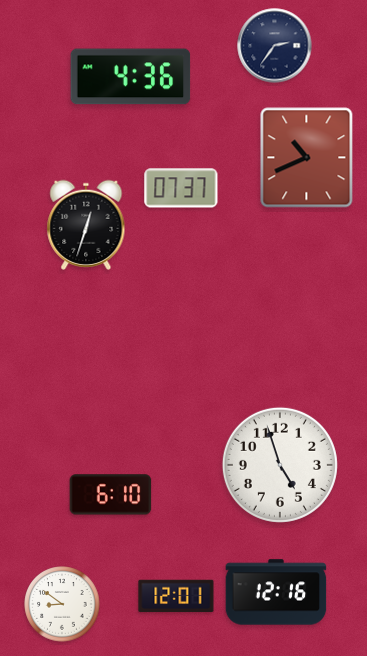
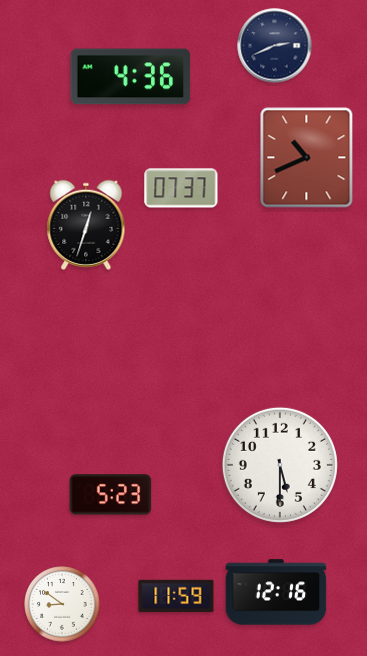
clock at (275, 46): 2:36 -> 2:41
clock at (280, 465): 4:57 -> 5:30
clock at (111, 495): 6:10 -> 5:23
clock at (176, 596): 12:01 -> 11:59
